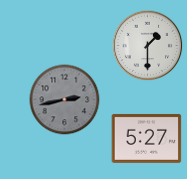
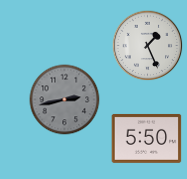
clock at (148, 46): 1:30 -> 1:26
clock at (147, 138): 5:27 -> 5:50
